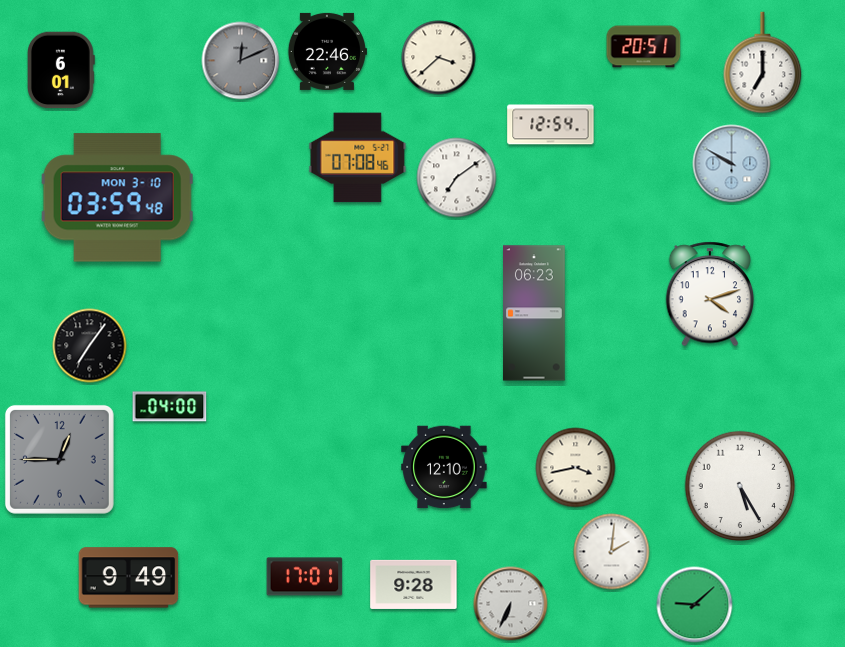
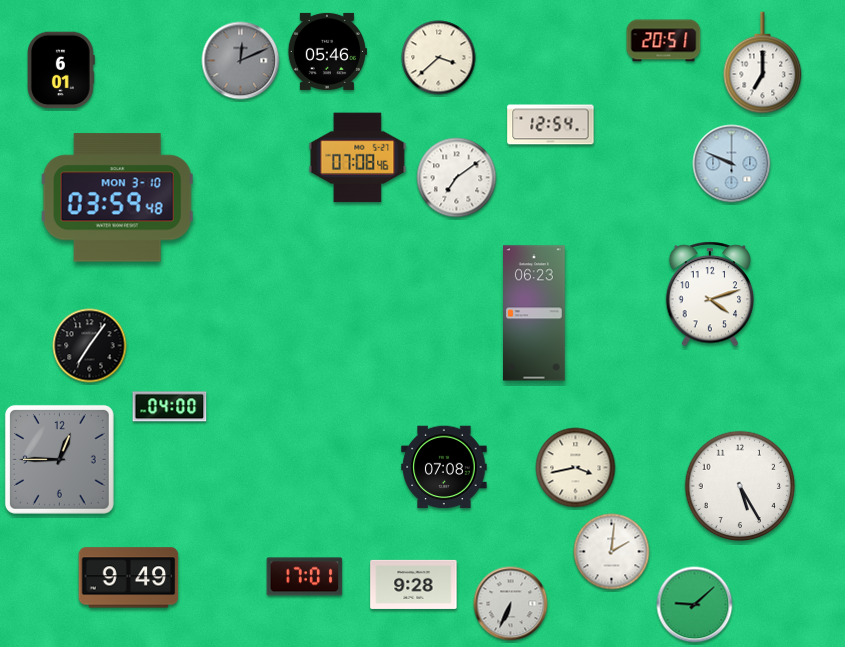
clock at (644, 47) position: (644, 47) -> (664, 41)
clock at (327, 51): 22:46 -> 05:46
clock at (732, 164): 9:50 -> 9:49
clock at (444, 467): 12:10 -> 07:08
